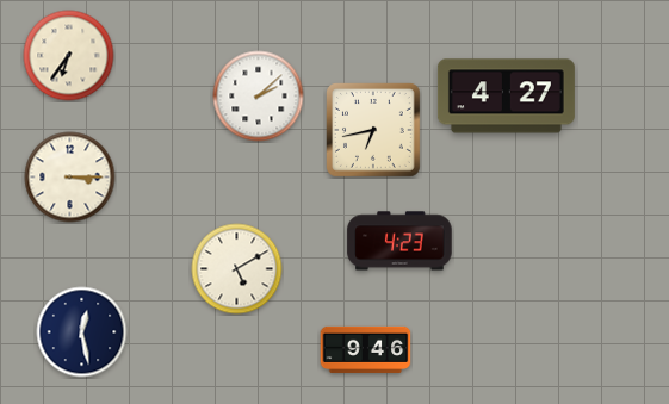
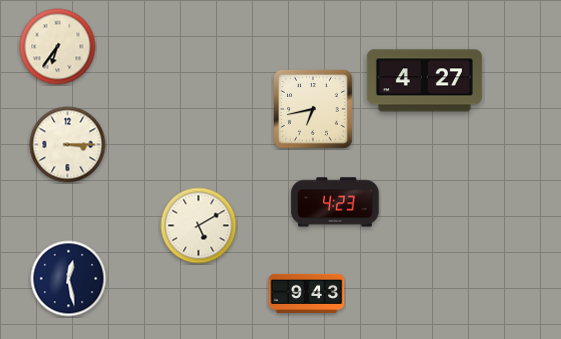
clock at (259, 97): 2:08 -> none
clock at (70, 178) position: (70, 178) -> (68, 145)
clock at (366, 349): 9:46 -> 9:43
